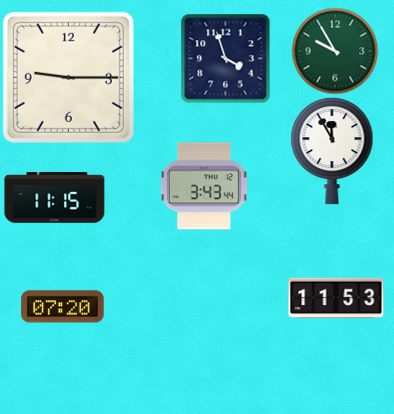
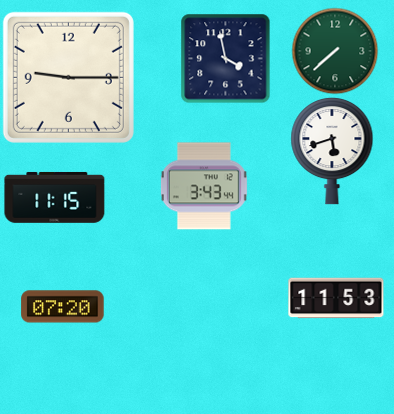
clock at (335, 51): 9:55 -> 7:38
clock at (225, 58): 3:57 -> 3:58
clock at (332, 151): 11:55 -> 5:42
